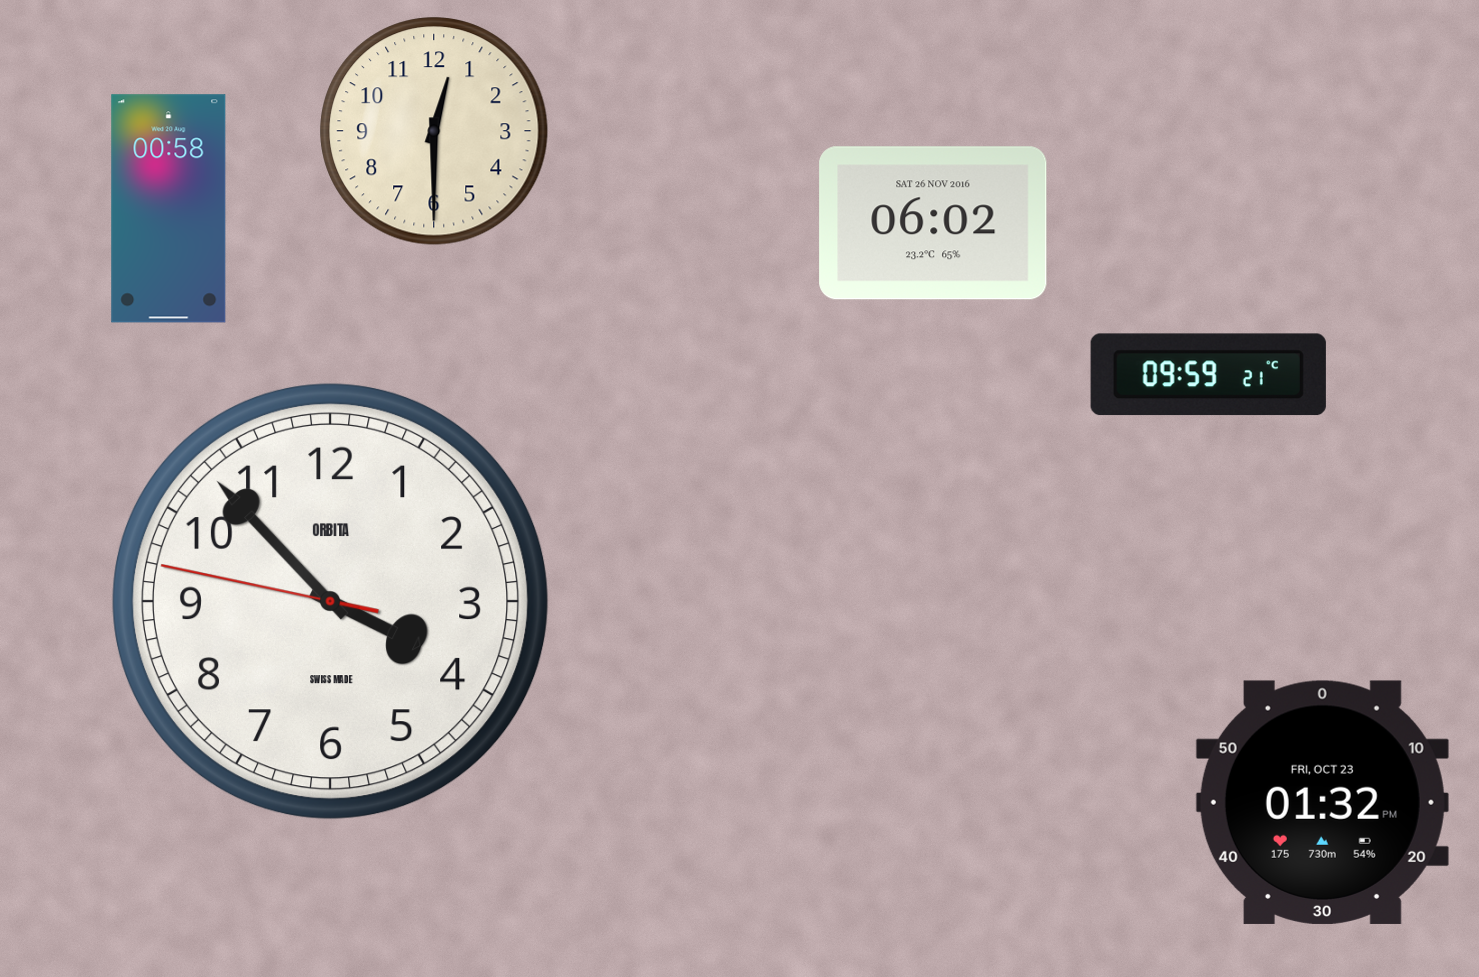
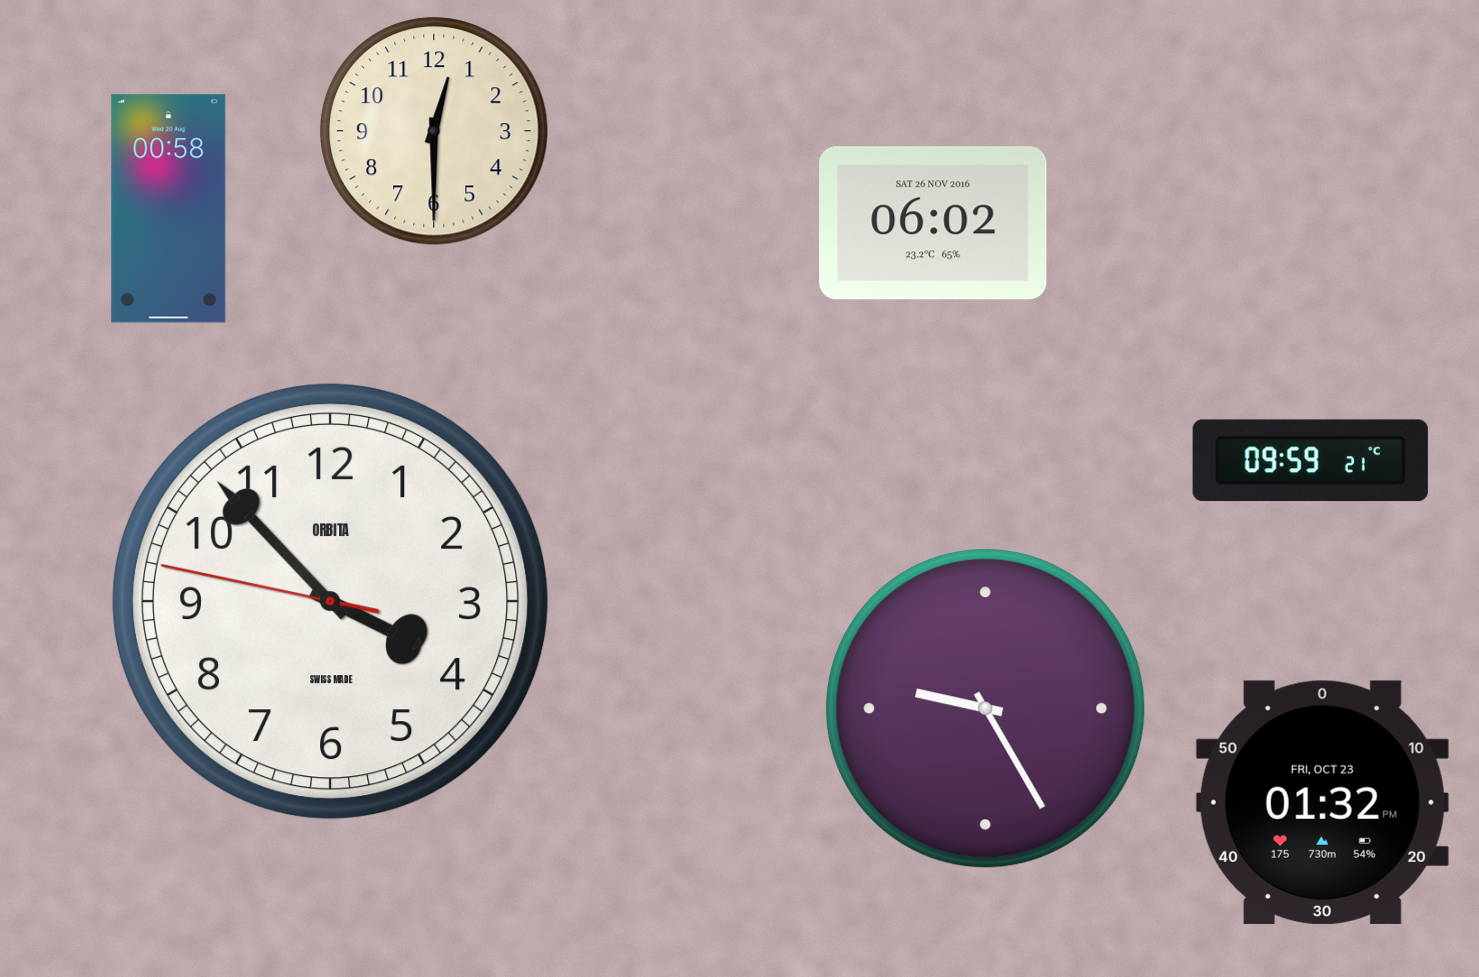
clock at (1208, 375) position: (1208, 375) -> (1310, 461)
clock at (986, 709): none -> 9:25
